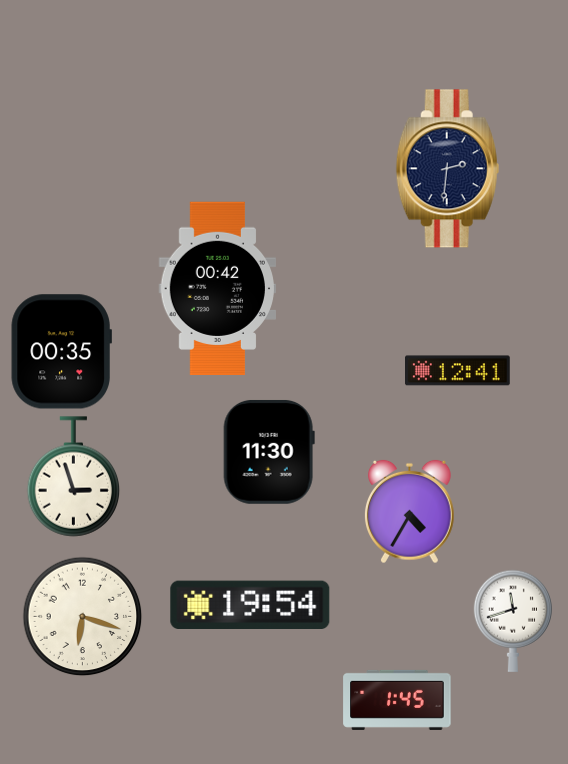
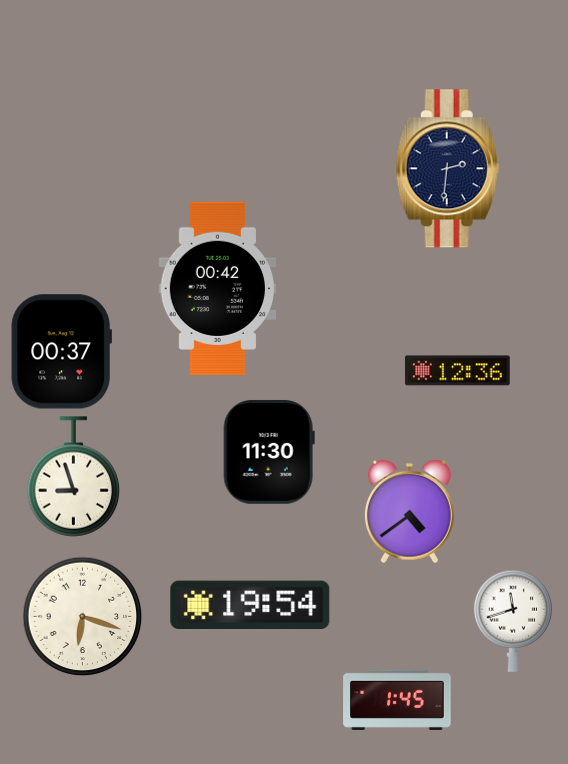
clock at (61, 352): 00:35 -> 00:37
clock at (458, 371): 12:41 -> 12:36
clock at (74, 477): 2:57 -> 8:57
clock at (410, 512): 4:35 -> 4:39
